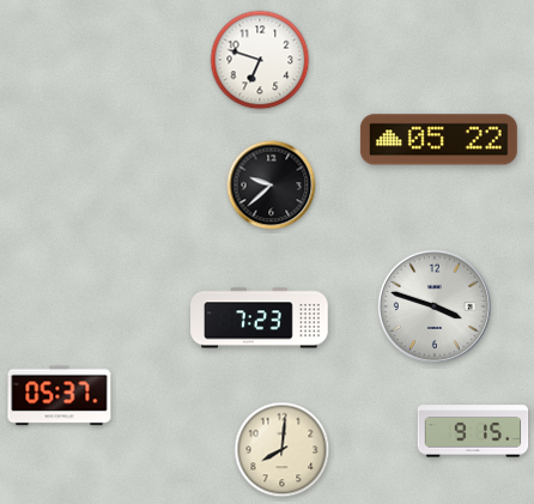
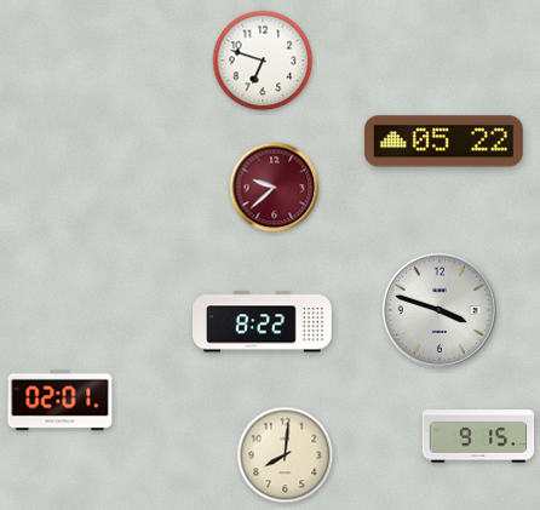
clock at (272, 186) dial: black -> burgundy
clock at (260, 318): 7:23 -> 8:22
clock at (60, 396): 05:37 -> 02:01
